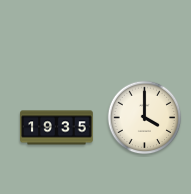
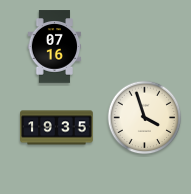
clock at (55, 47): none -> 07:16
clock at (145, 118): 4:00 -> 3:57
